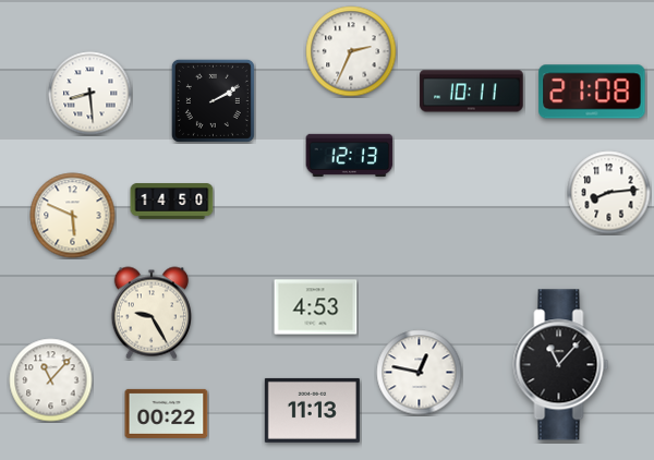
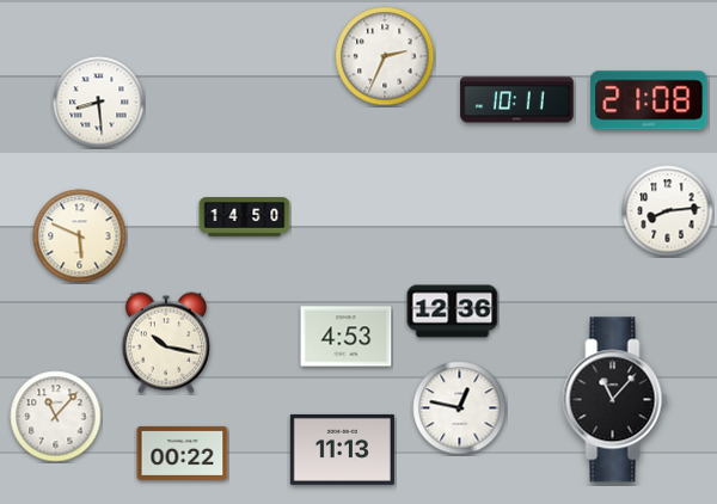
clock at (213, 100): 2:10 -> none
clock at (350, 155): 12:13 -> none
clock at (172, 202) position: (172, 202) -> (245, 217)
clock at (453, 312): none -> 12:36
clock at (150, 313): 9:25 -> 10:17
